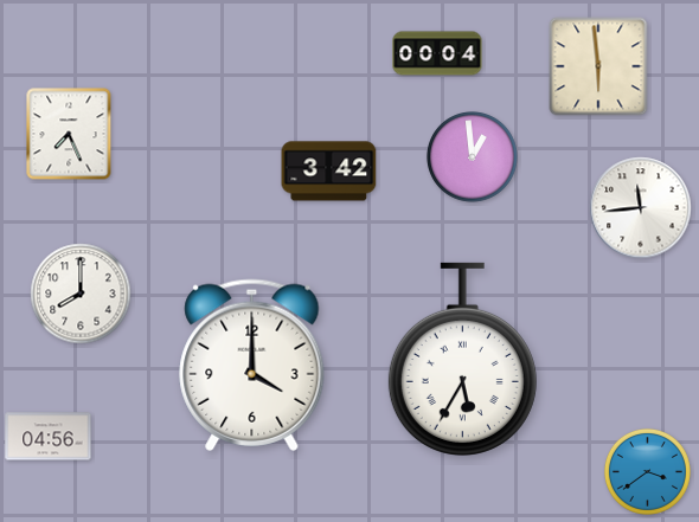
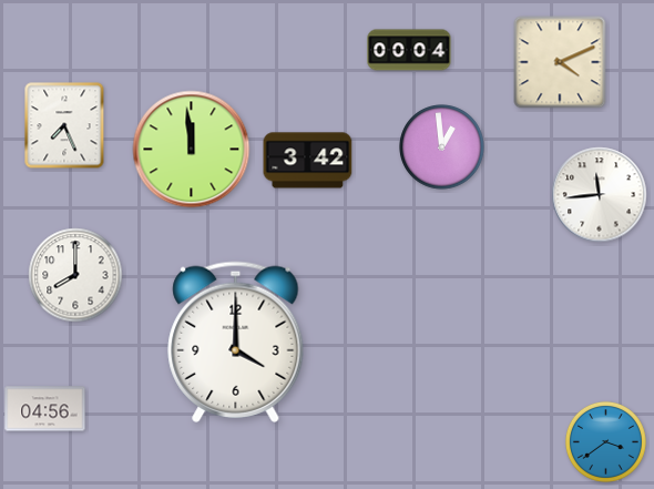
clock at (598, 66): 5:59 -> 4:11
clock at (192, 150): none -> 11:59
clock at (462, 359): 5:35 -> none
